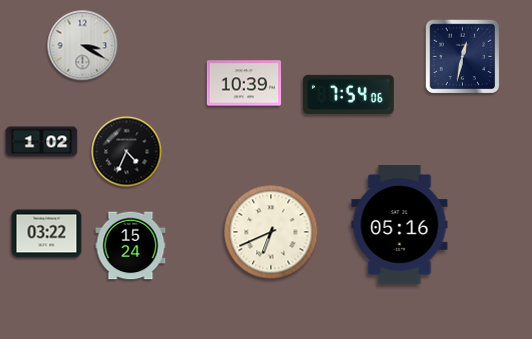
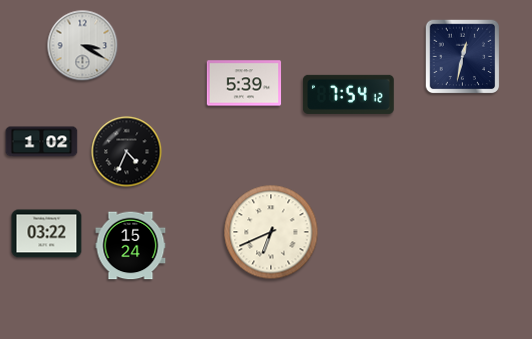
clock at (244, 83): 10:39 -> 5:39
clock at (349, 94): 7:54:06 -> 7:54:12
clock at (400, 225): 05:16 -> none
